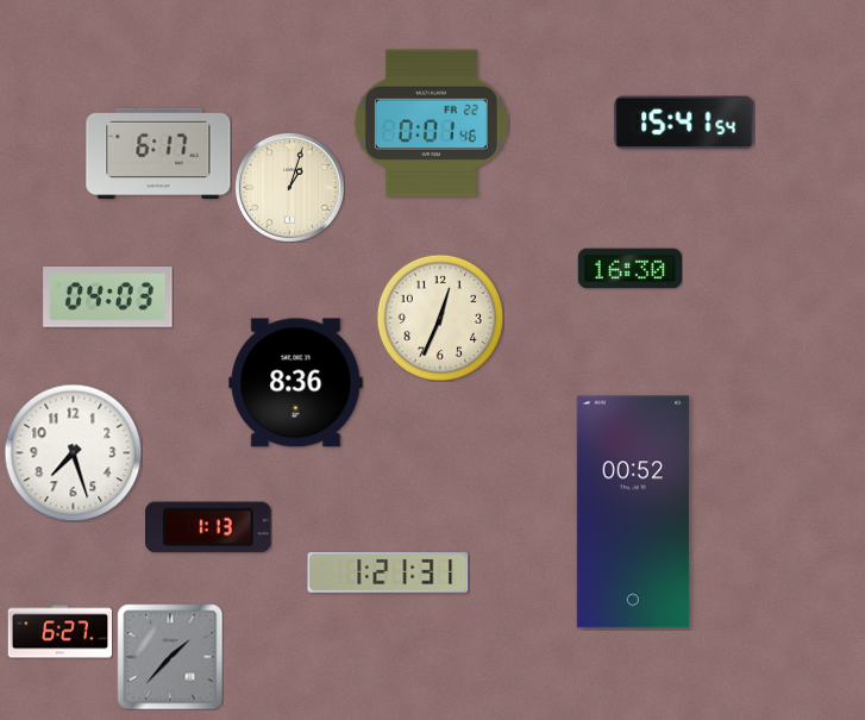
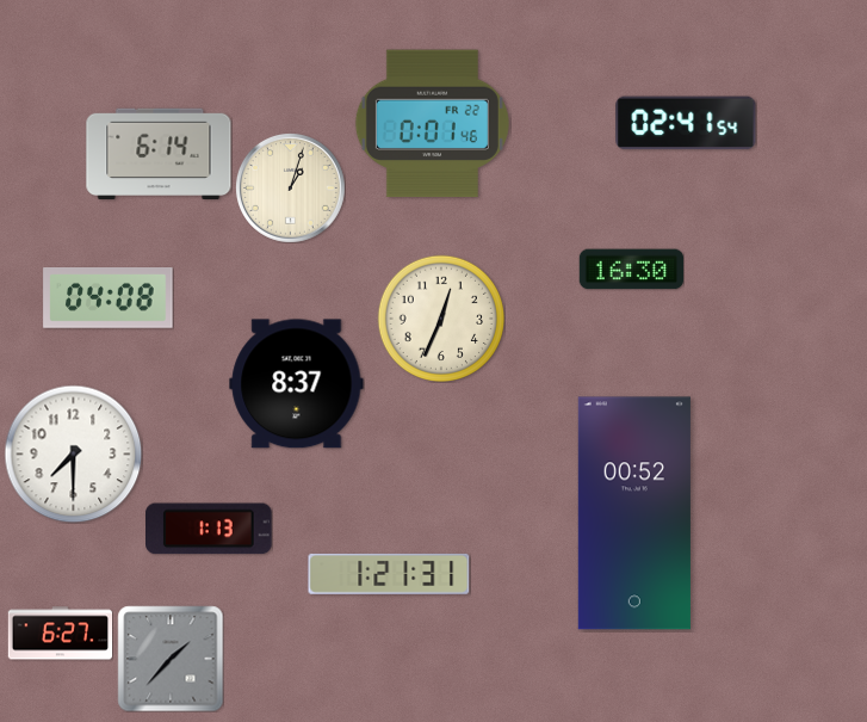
clock at (684, 123): 15:41 -> 02:41
clock at (158, 154): 6:17 -> 6:14
clock at (108, 298): 04:03 -> 04:08
clock at (296, 383): 8:36 -> 8:37
clock at (73, 452): 7:27 -> 7:30
